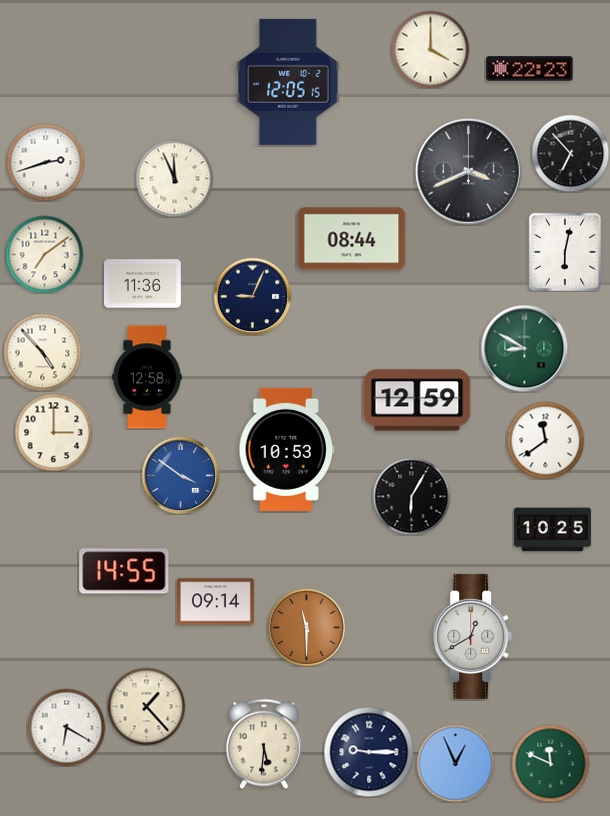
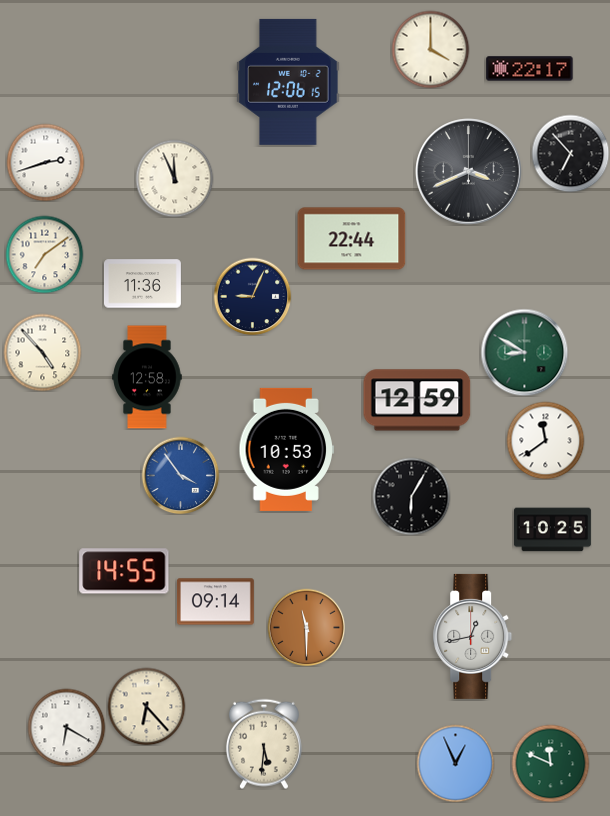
clock at (530, 69): 22:23 -> 22:17
clock at (288, 82): 12:05 -> 12:06
clock at (352, 239): 08:44 -> 22:44
clock at (564, 252): 6:02 -> none
clock at (524, 348) position: (524, 348) -> (524, 352)
clock at (53, 432): 3:00 -> none
clock at (180, 475): 3:51 -> 3:54
clock at (473, 636): 12:40 -> 12:43
clock at (146, 706): 1:23 -> 6:23
clock at (369, 752): 9:15 -> none
